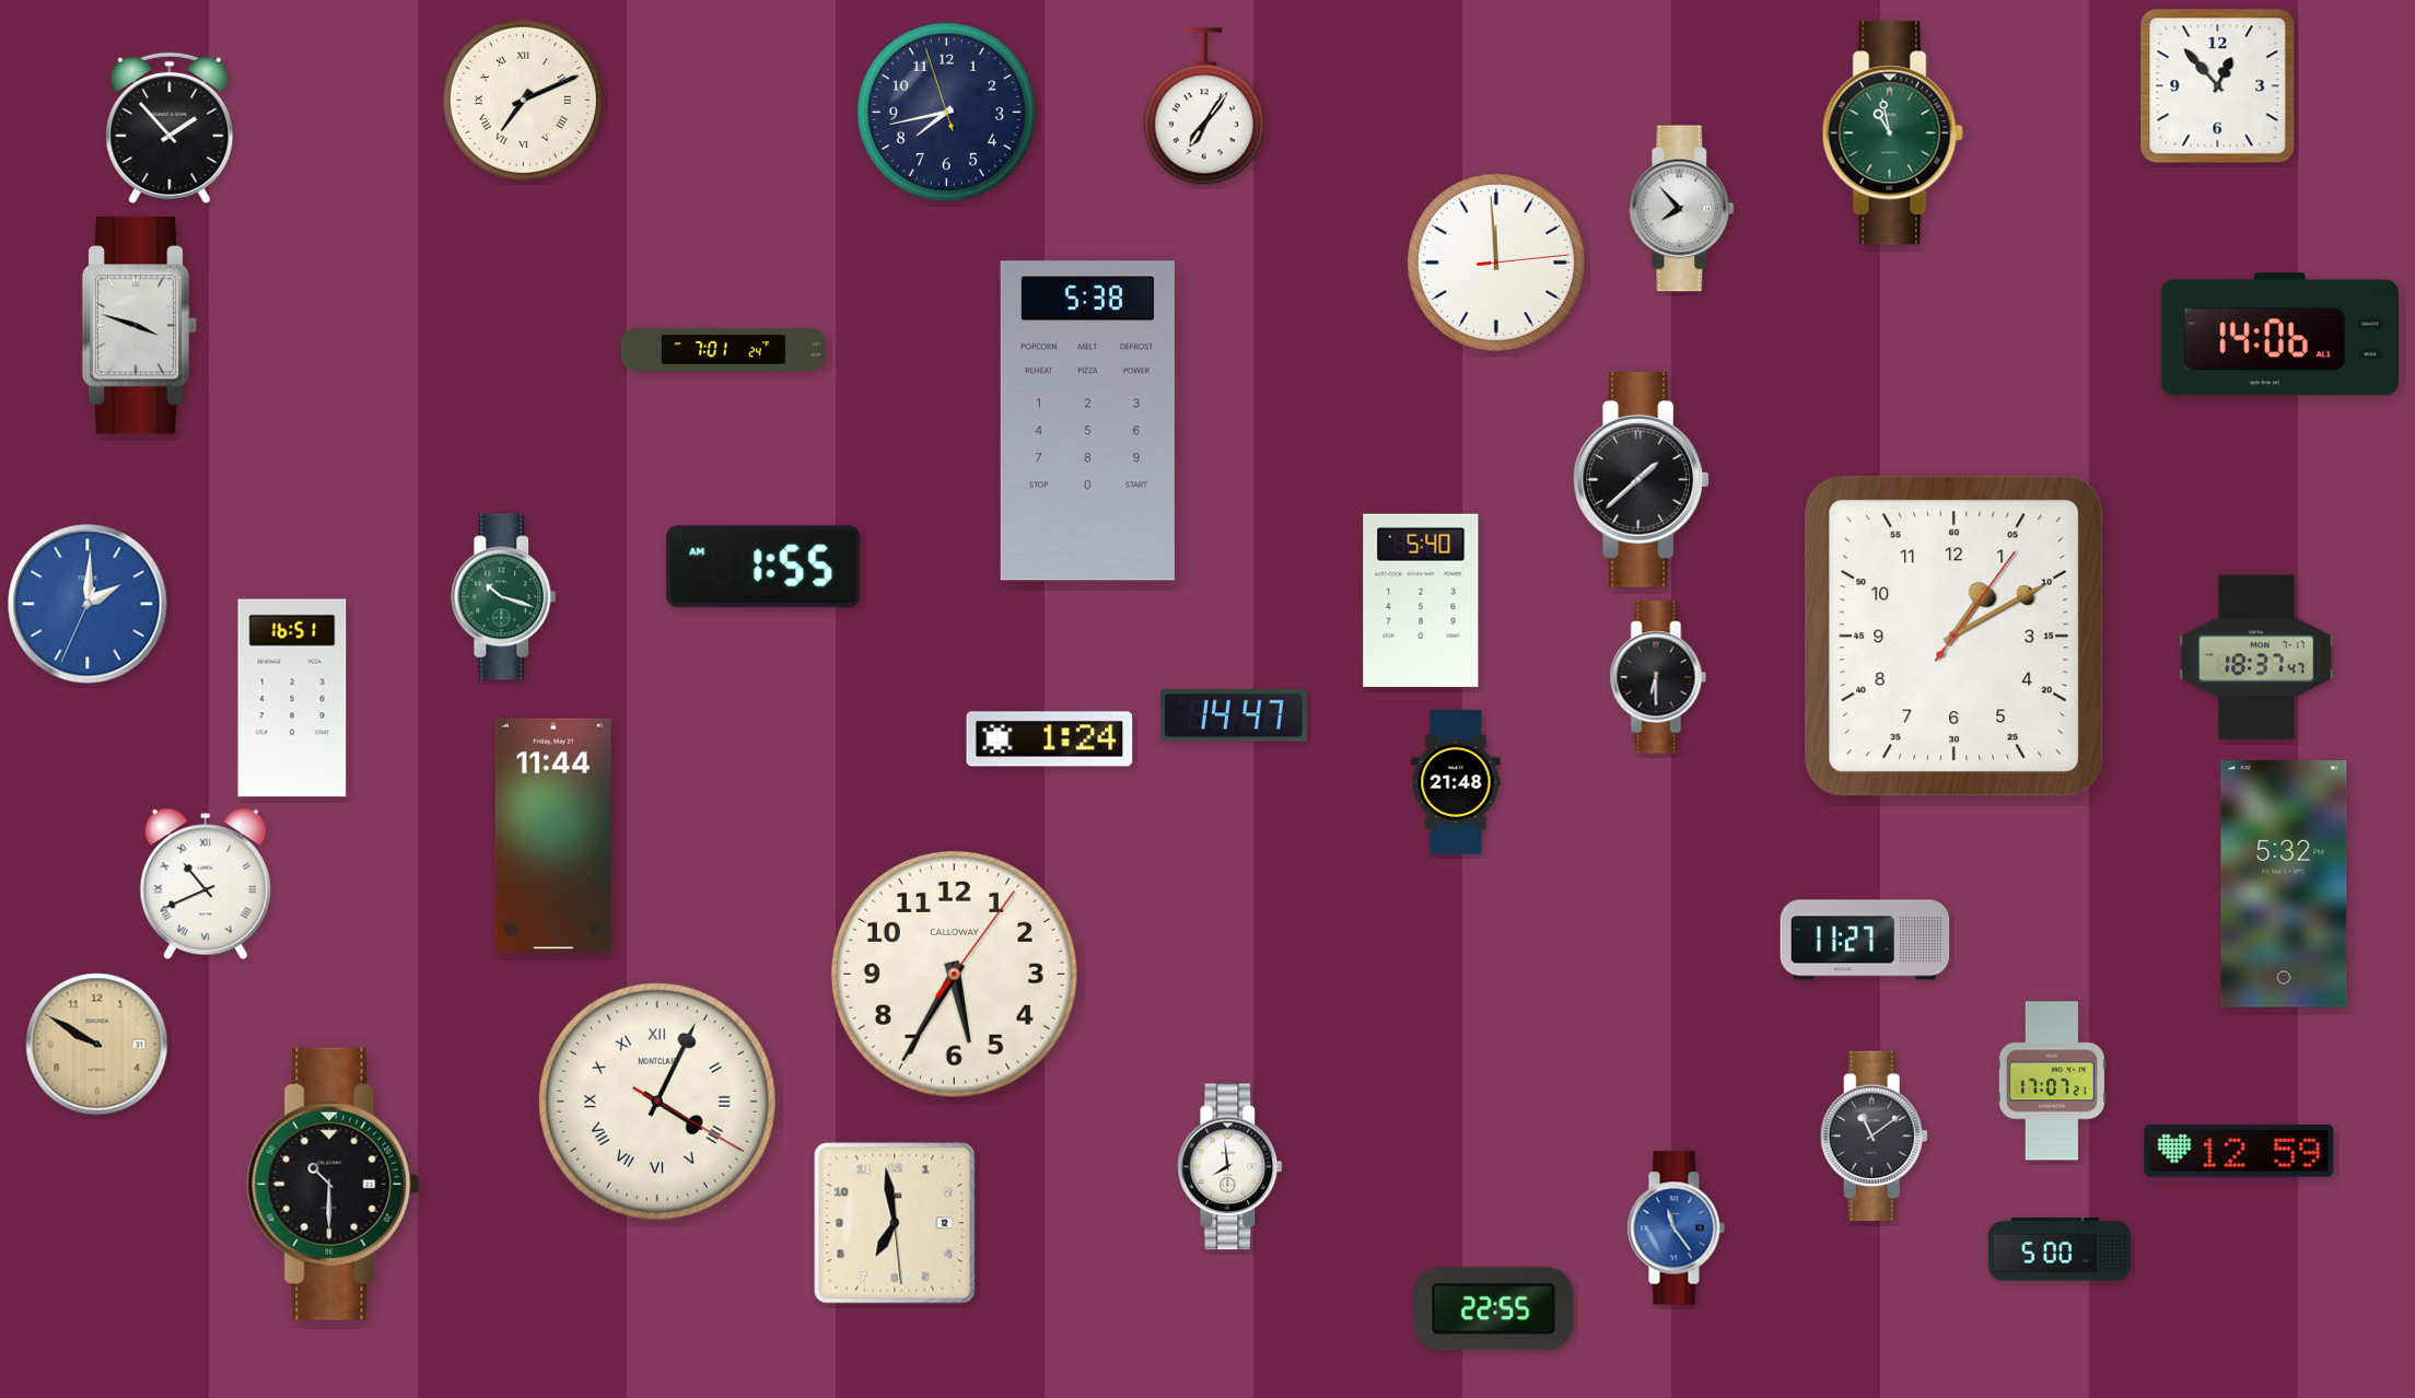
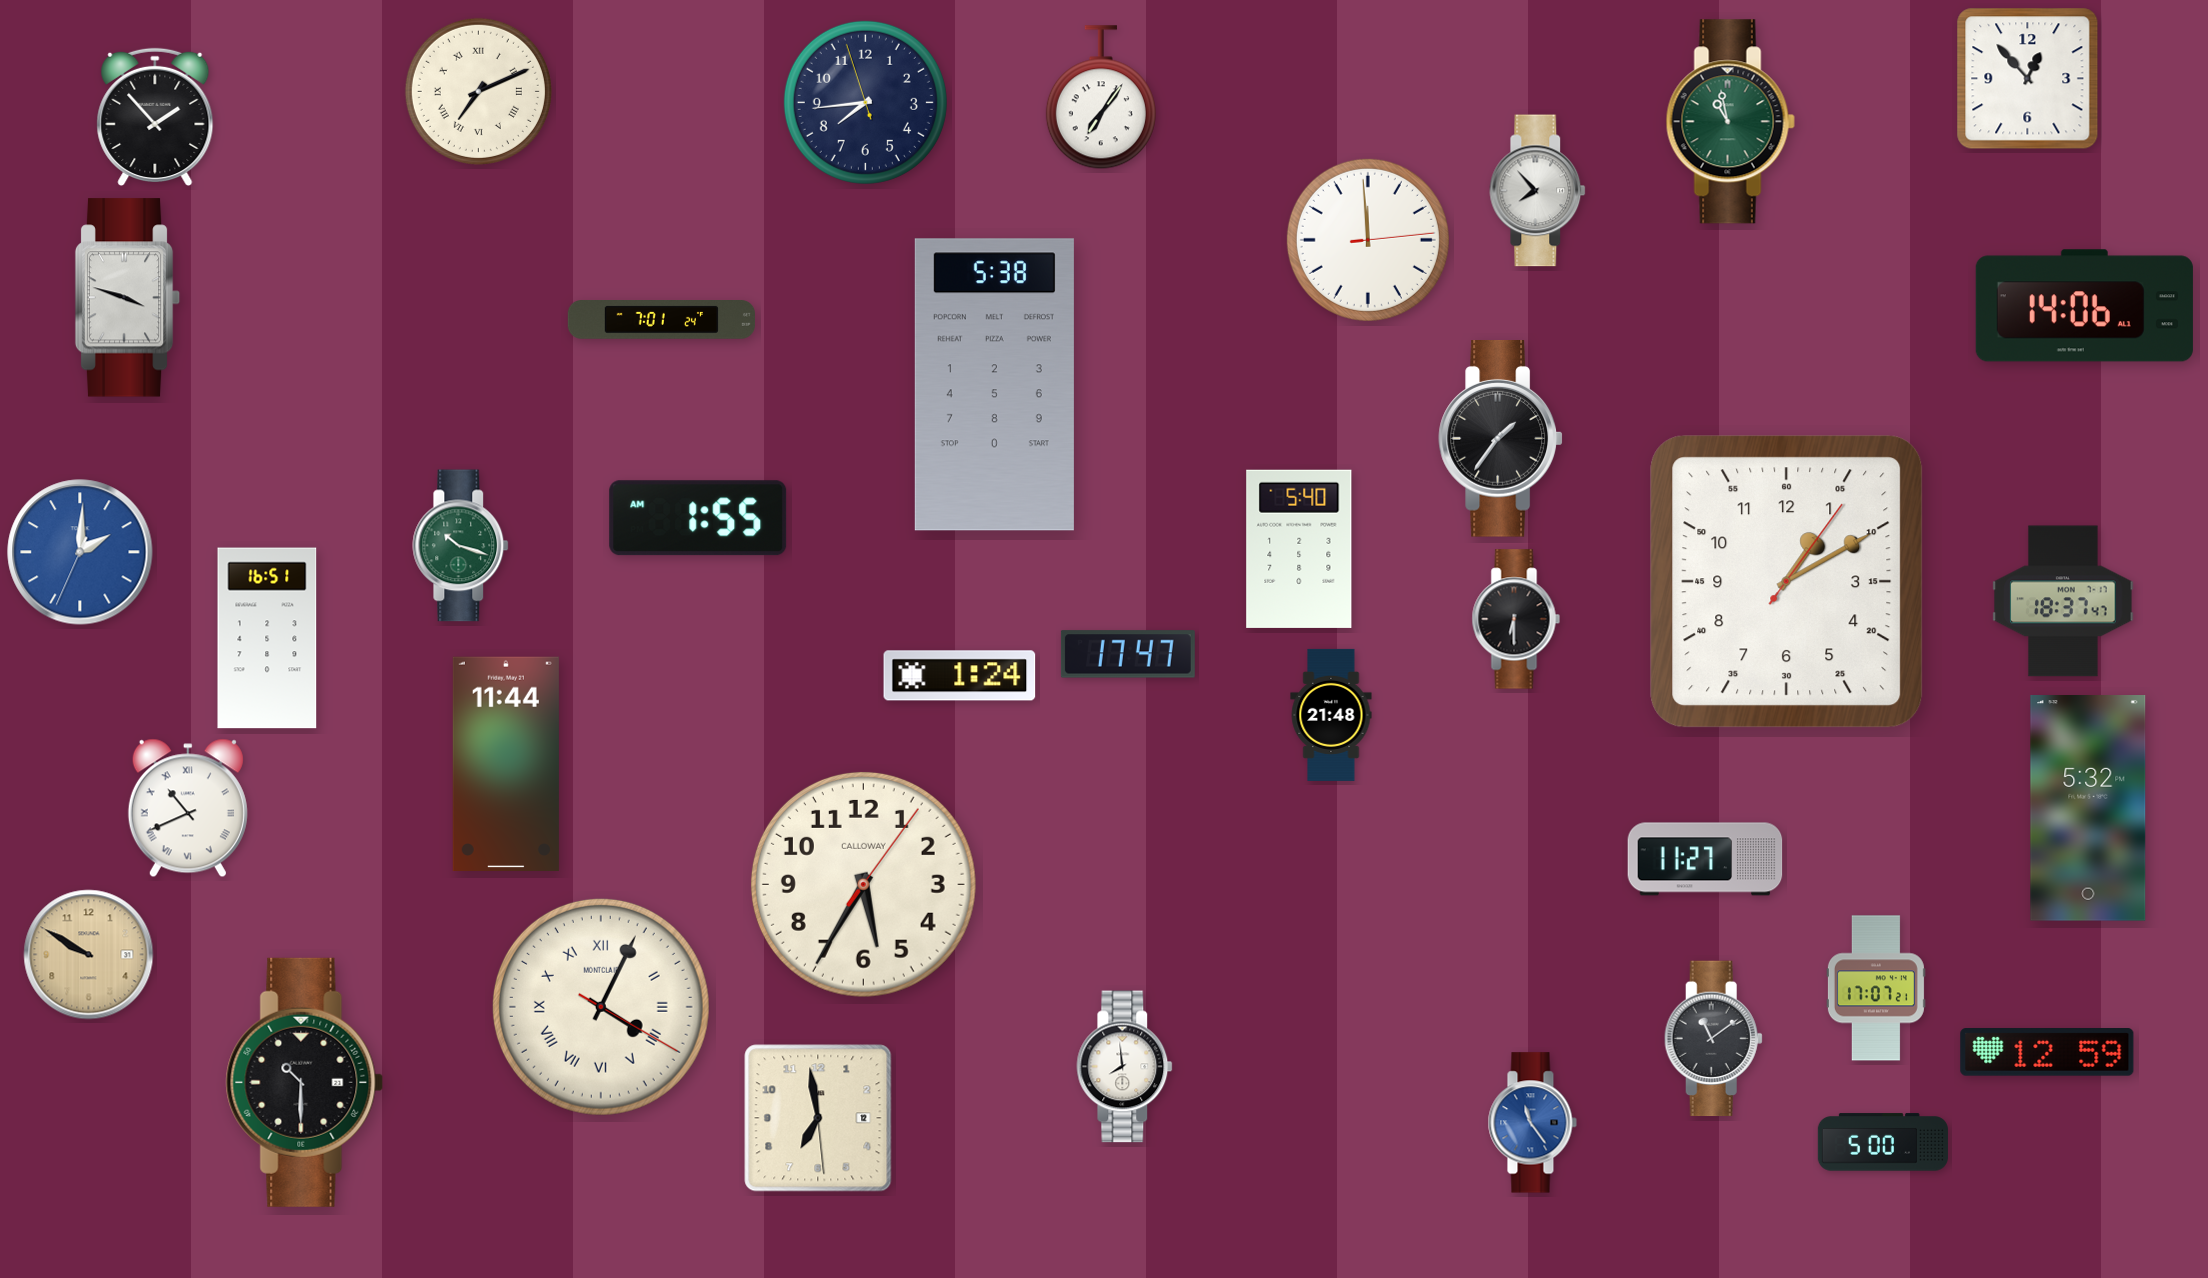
clock at (946, 112): 7:42 -> 7:43
clock at (1642, 480): 1:38 -> 1:36
clock at (1234, 715): 14:47 -> 17:47
clock at (954, 974) position: (954, 974) -> (863, 884)
clock at (1494, 1309): 22:55 -> none
